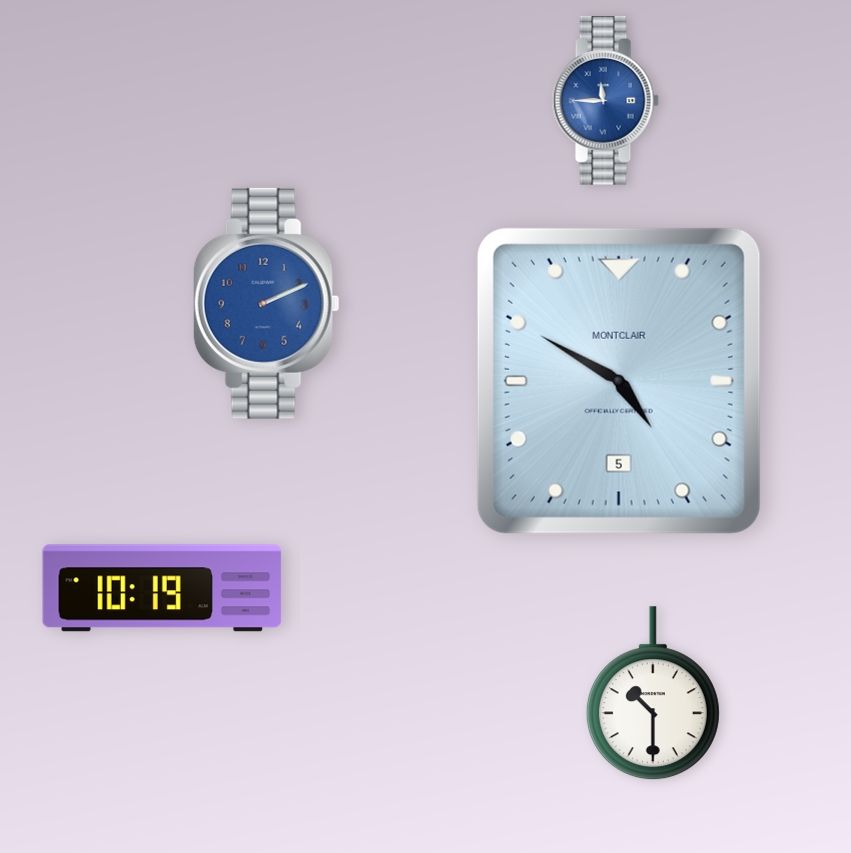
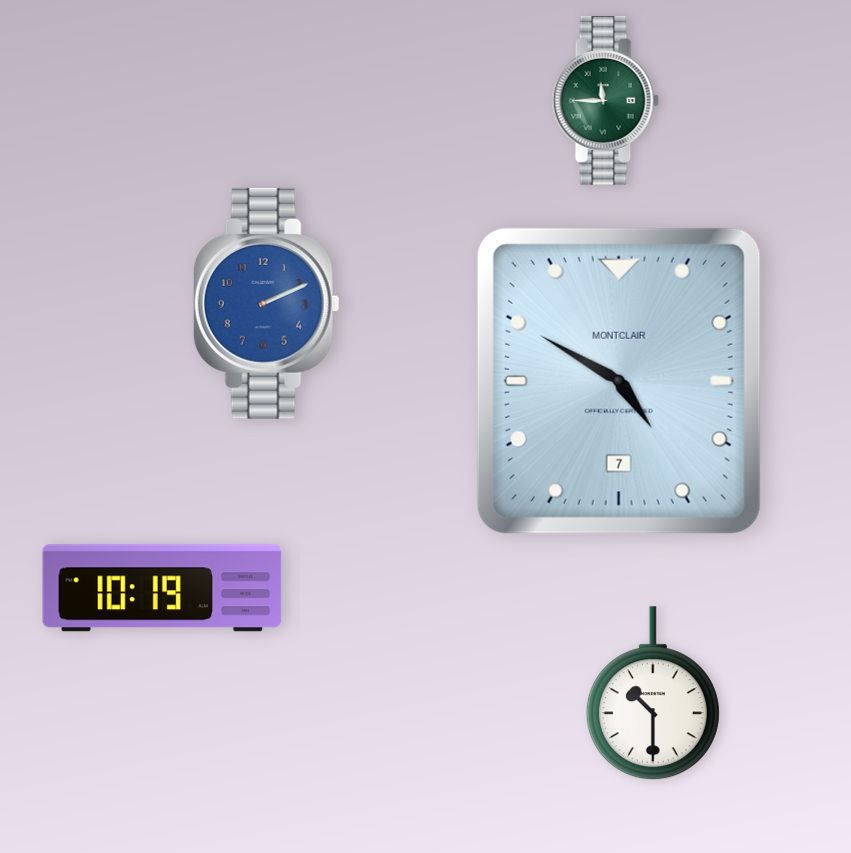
clock at (605, 100) dial: blue -> green
clock at (619, 381) date: 5 -> 7
